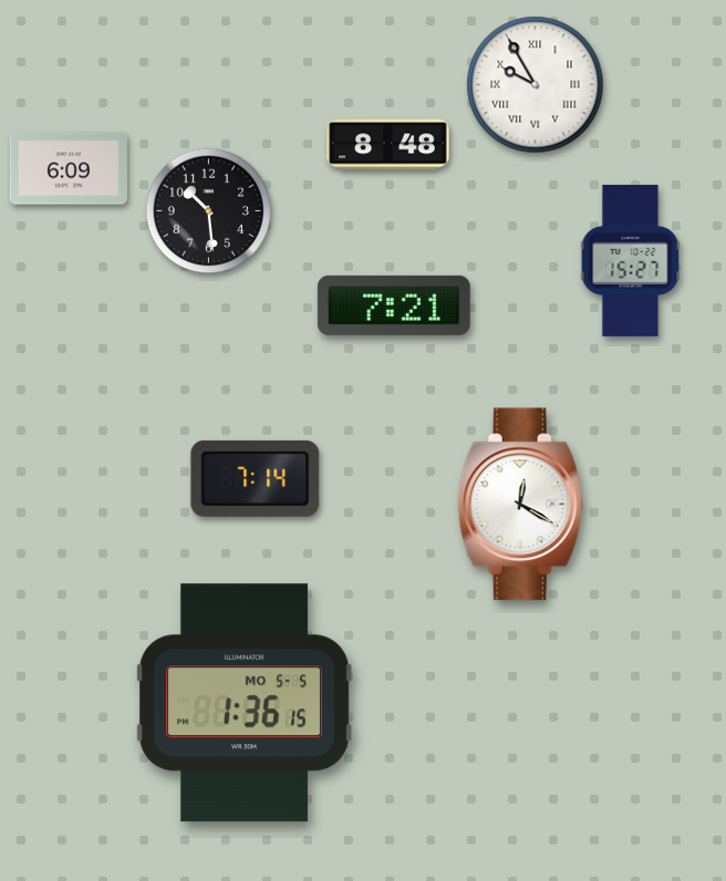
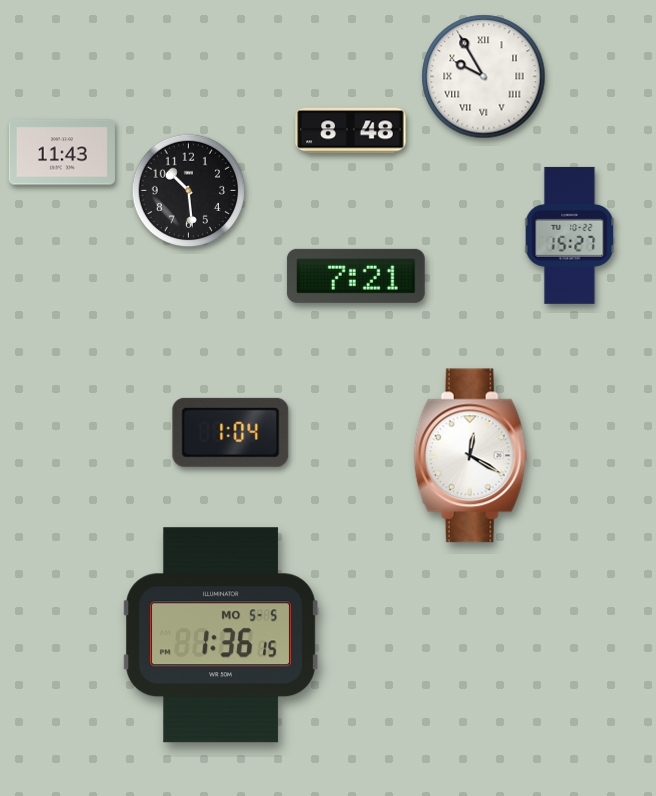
clock at (69, 168): 6:09 -> 11:43
clock at (256, 478): 7:14 -> 1:04
